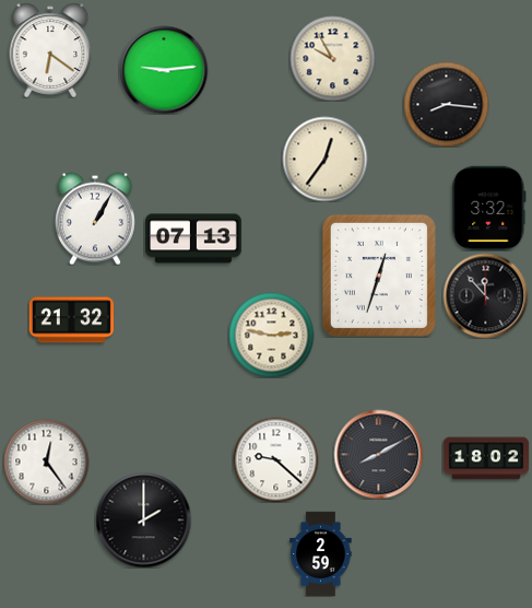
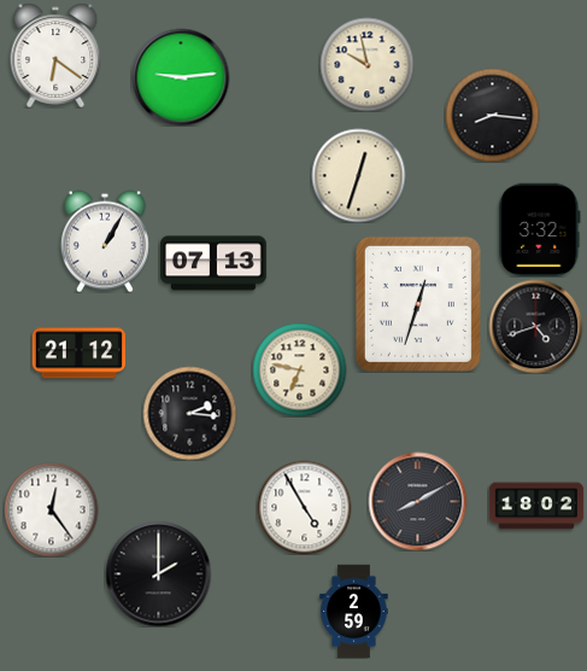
clock at (332, 58): 9:55 -> 9:58
clock at (324, 159): 12:36 -> 12:33
clock at (485, 295): 11:53 -> 4:42
clock at (71, 320): 21:32 -> 21:12
clock at (271, 335): 2:47 -> 6:47
clock at (189, 413): none -> 2:16
clock at (275, 459): 9:22 -> 4:55
